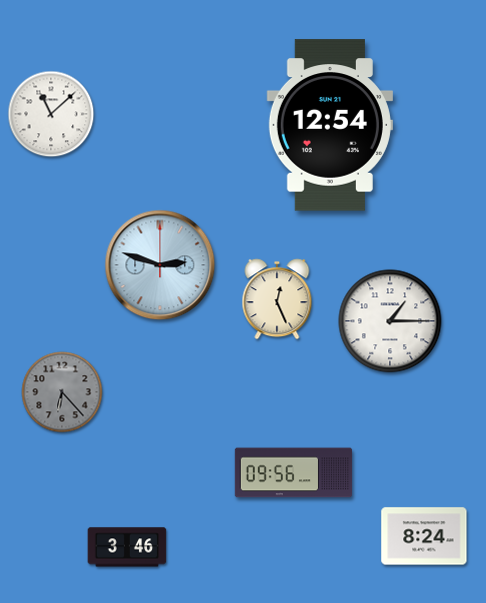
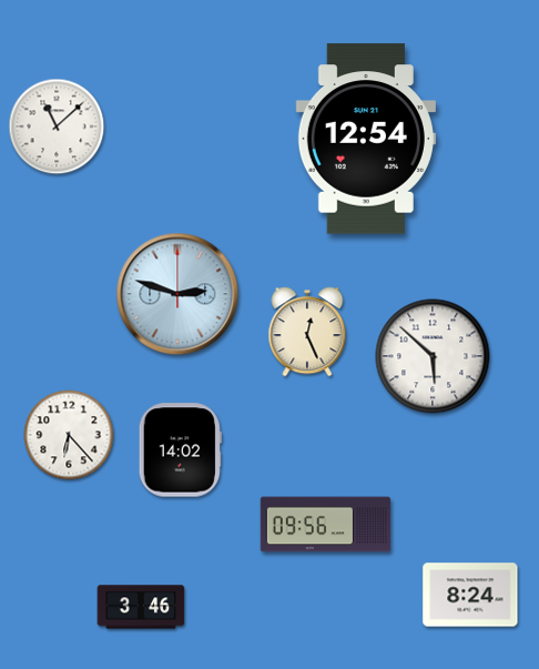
clock at (390, 321): 1:15 -> 5:52
clock at (62, 392) dial: grey -> white
clock at (180, 450): none -> 14:02
